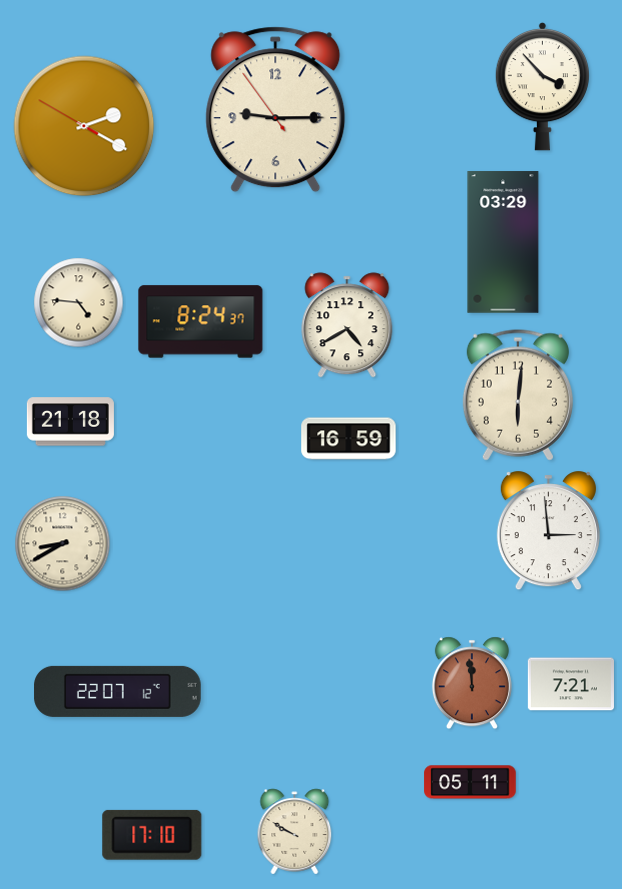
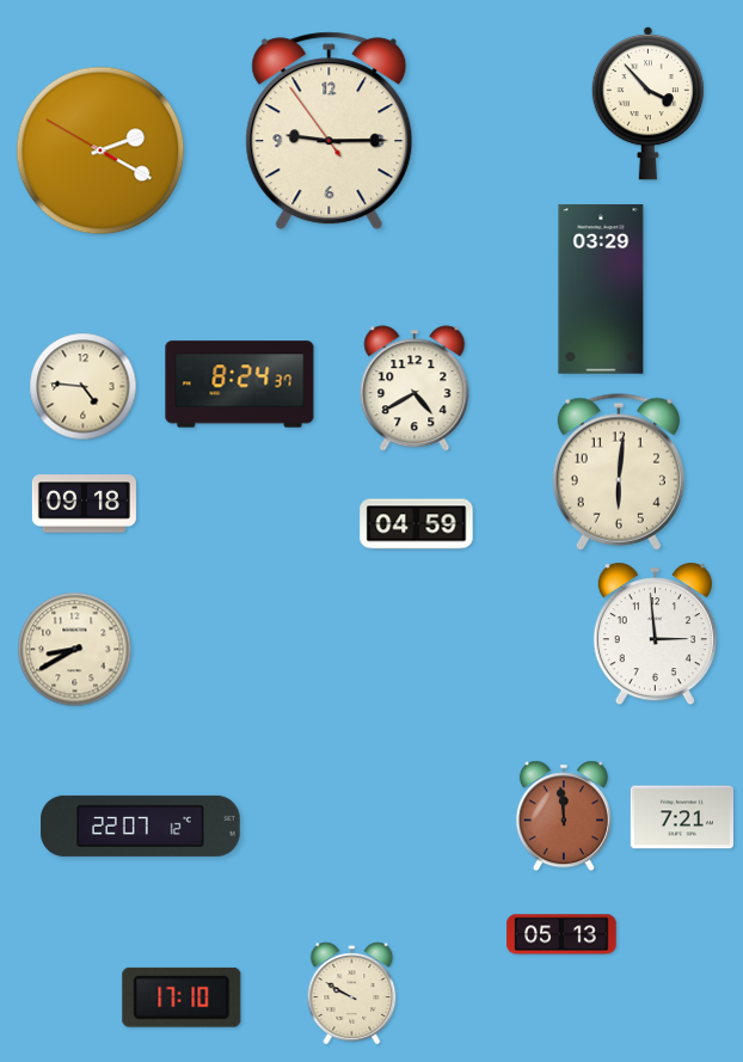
clock at (79, 303) position: (79, 303) -> (84, 387)
clock at (70, 422): 21:18 -> 09:18
clock at (349, 439): 16:59 -> 04:59
clock at (470, 782): 05:11 -> 05:13
